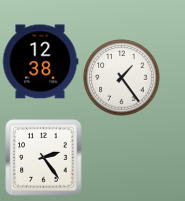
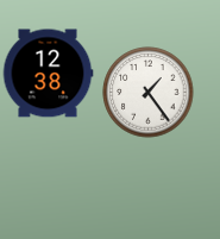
clock at (122, 78) position: (122, 78) -> (149, 93)
clock at (44, 158): 2:24 -> none
